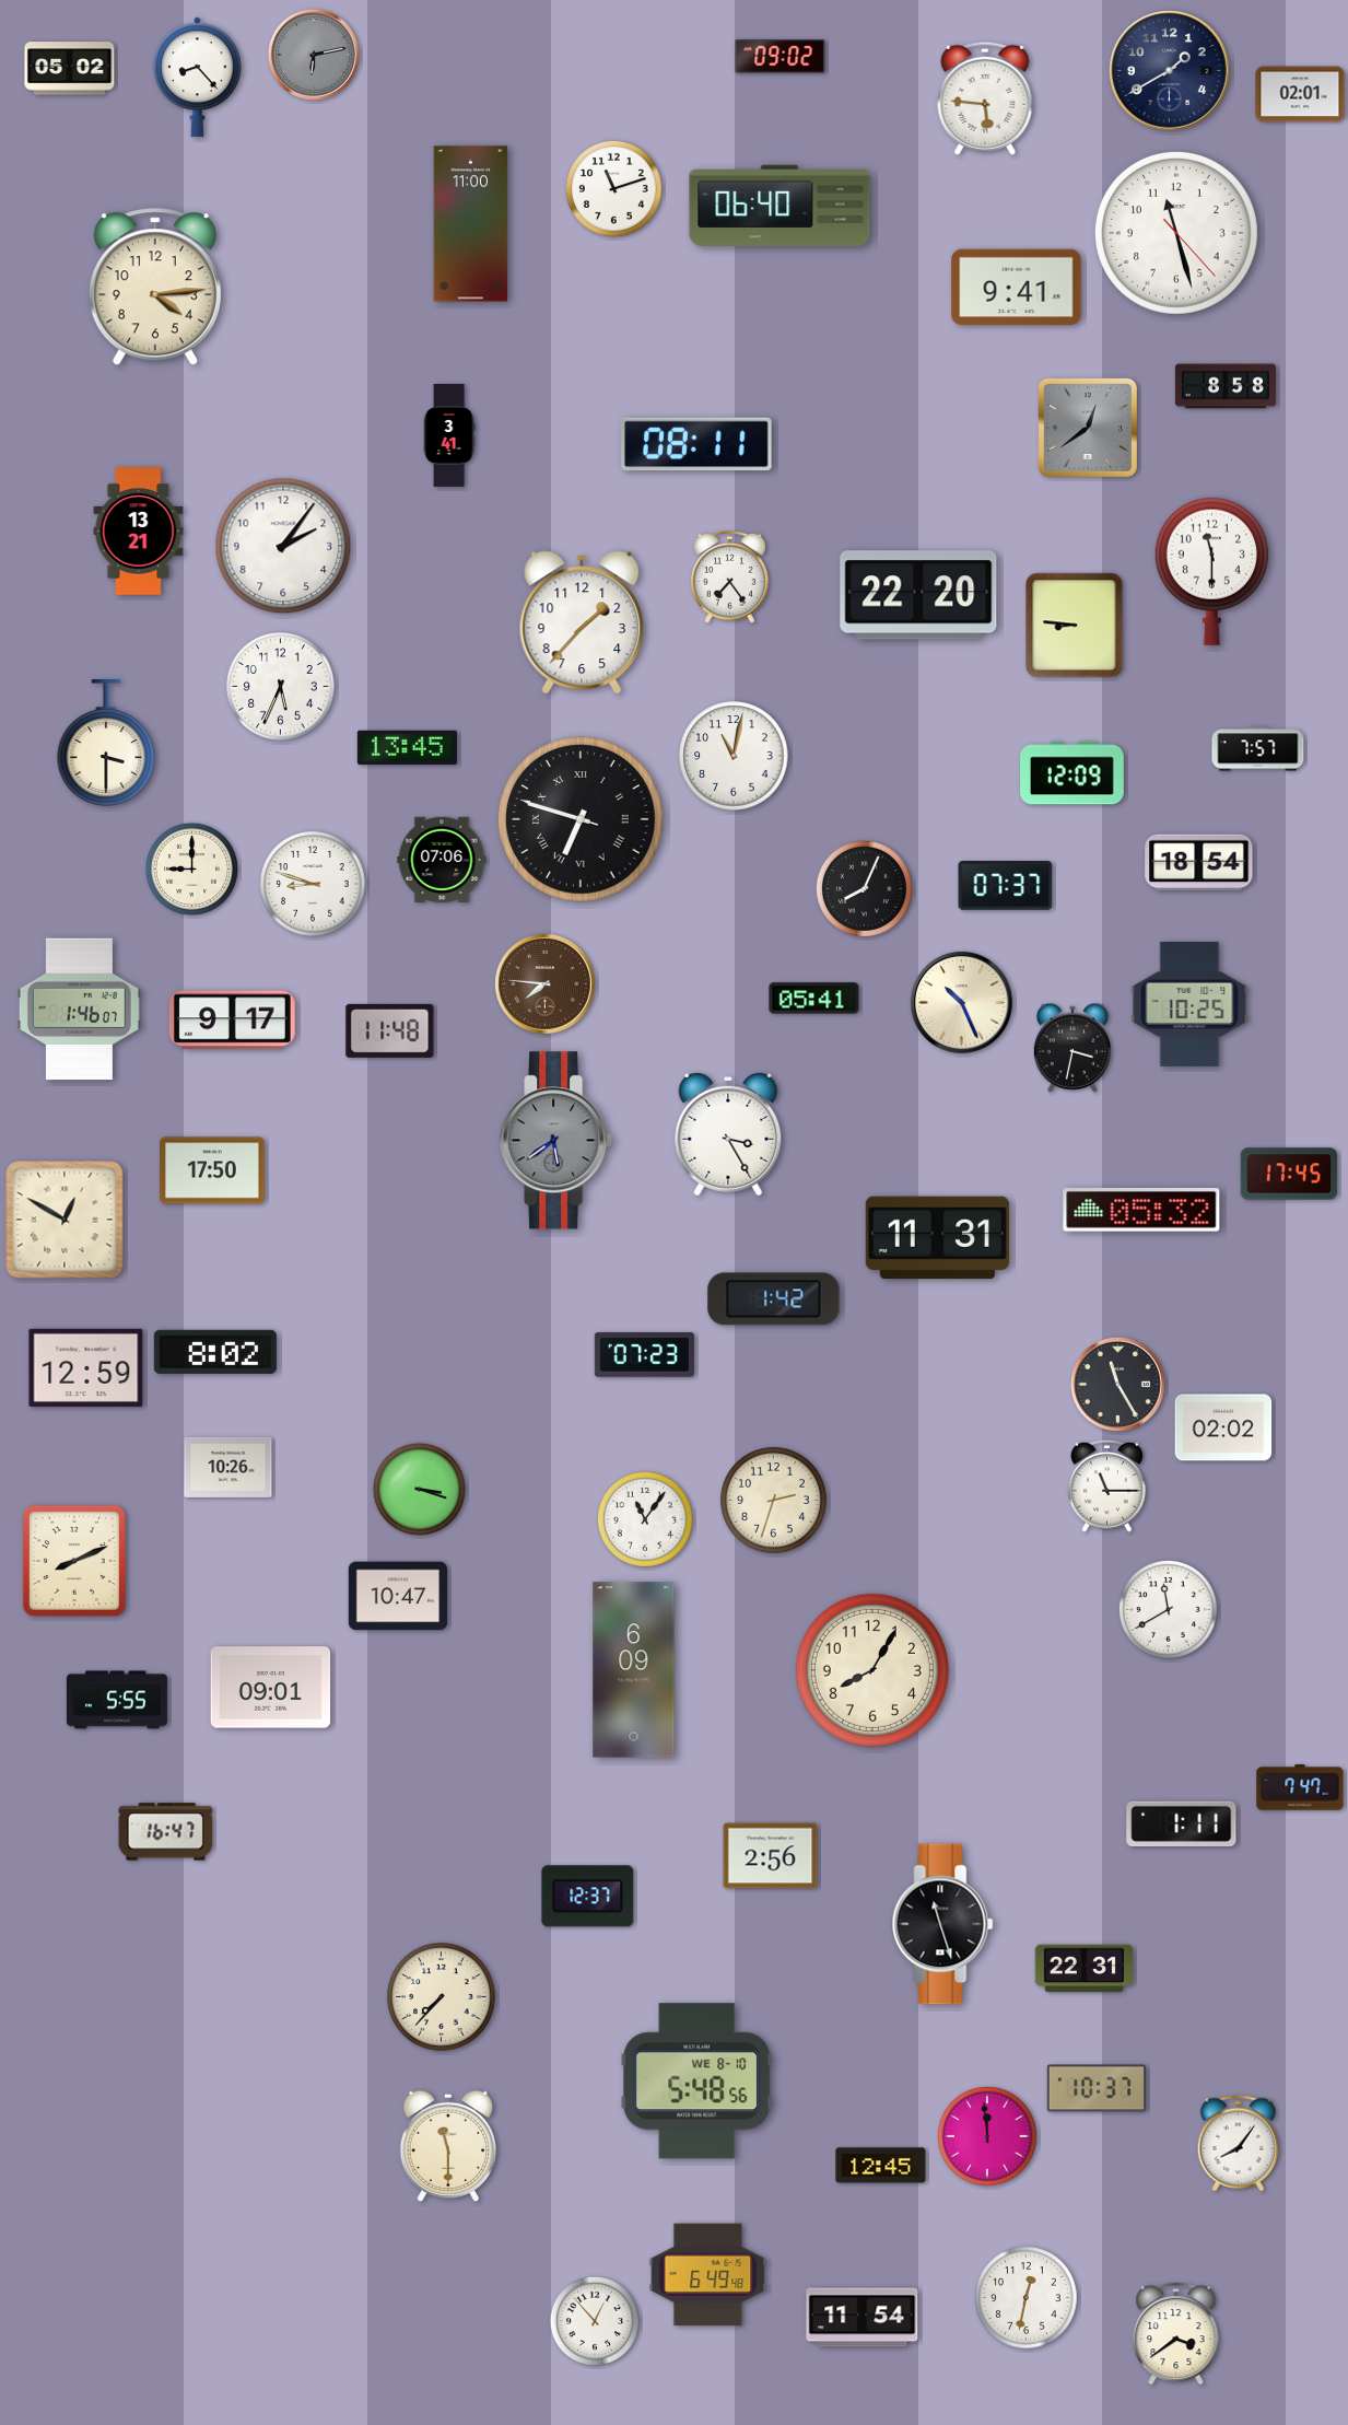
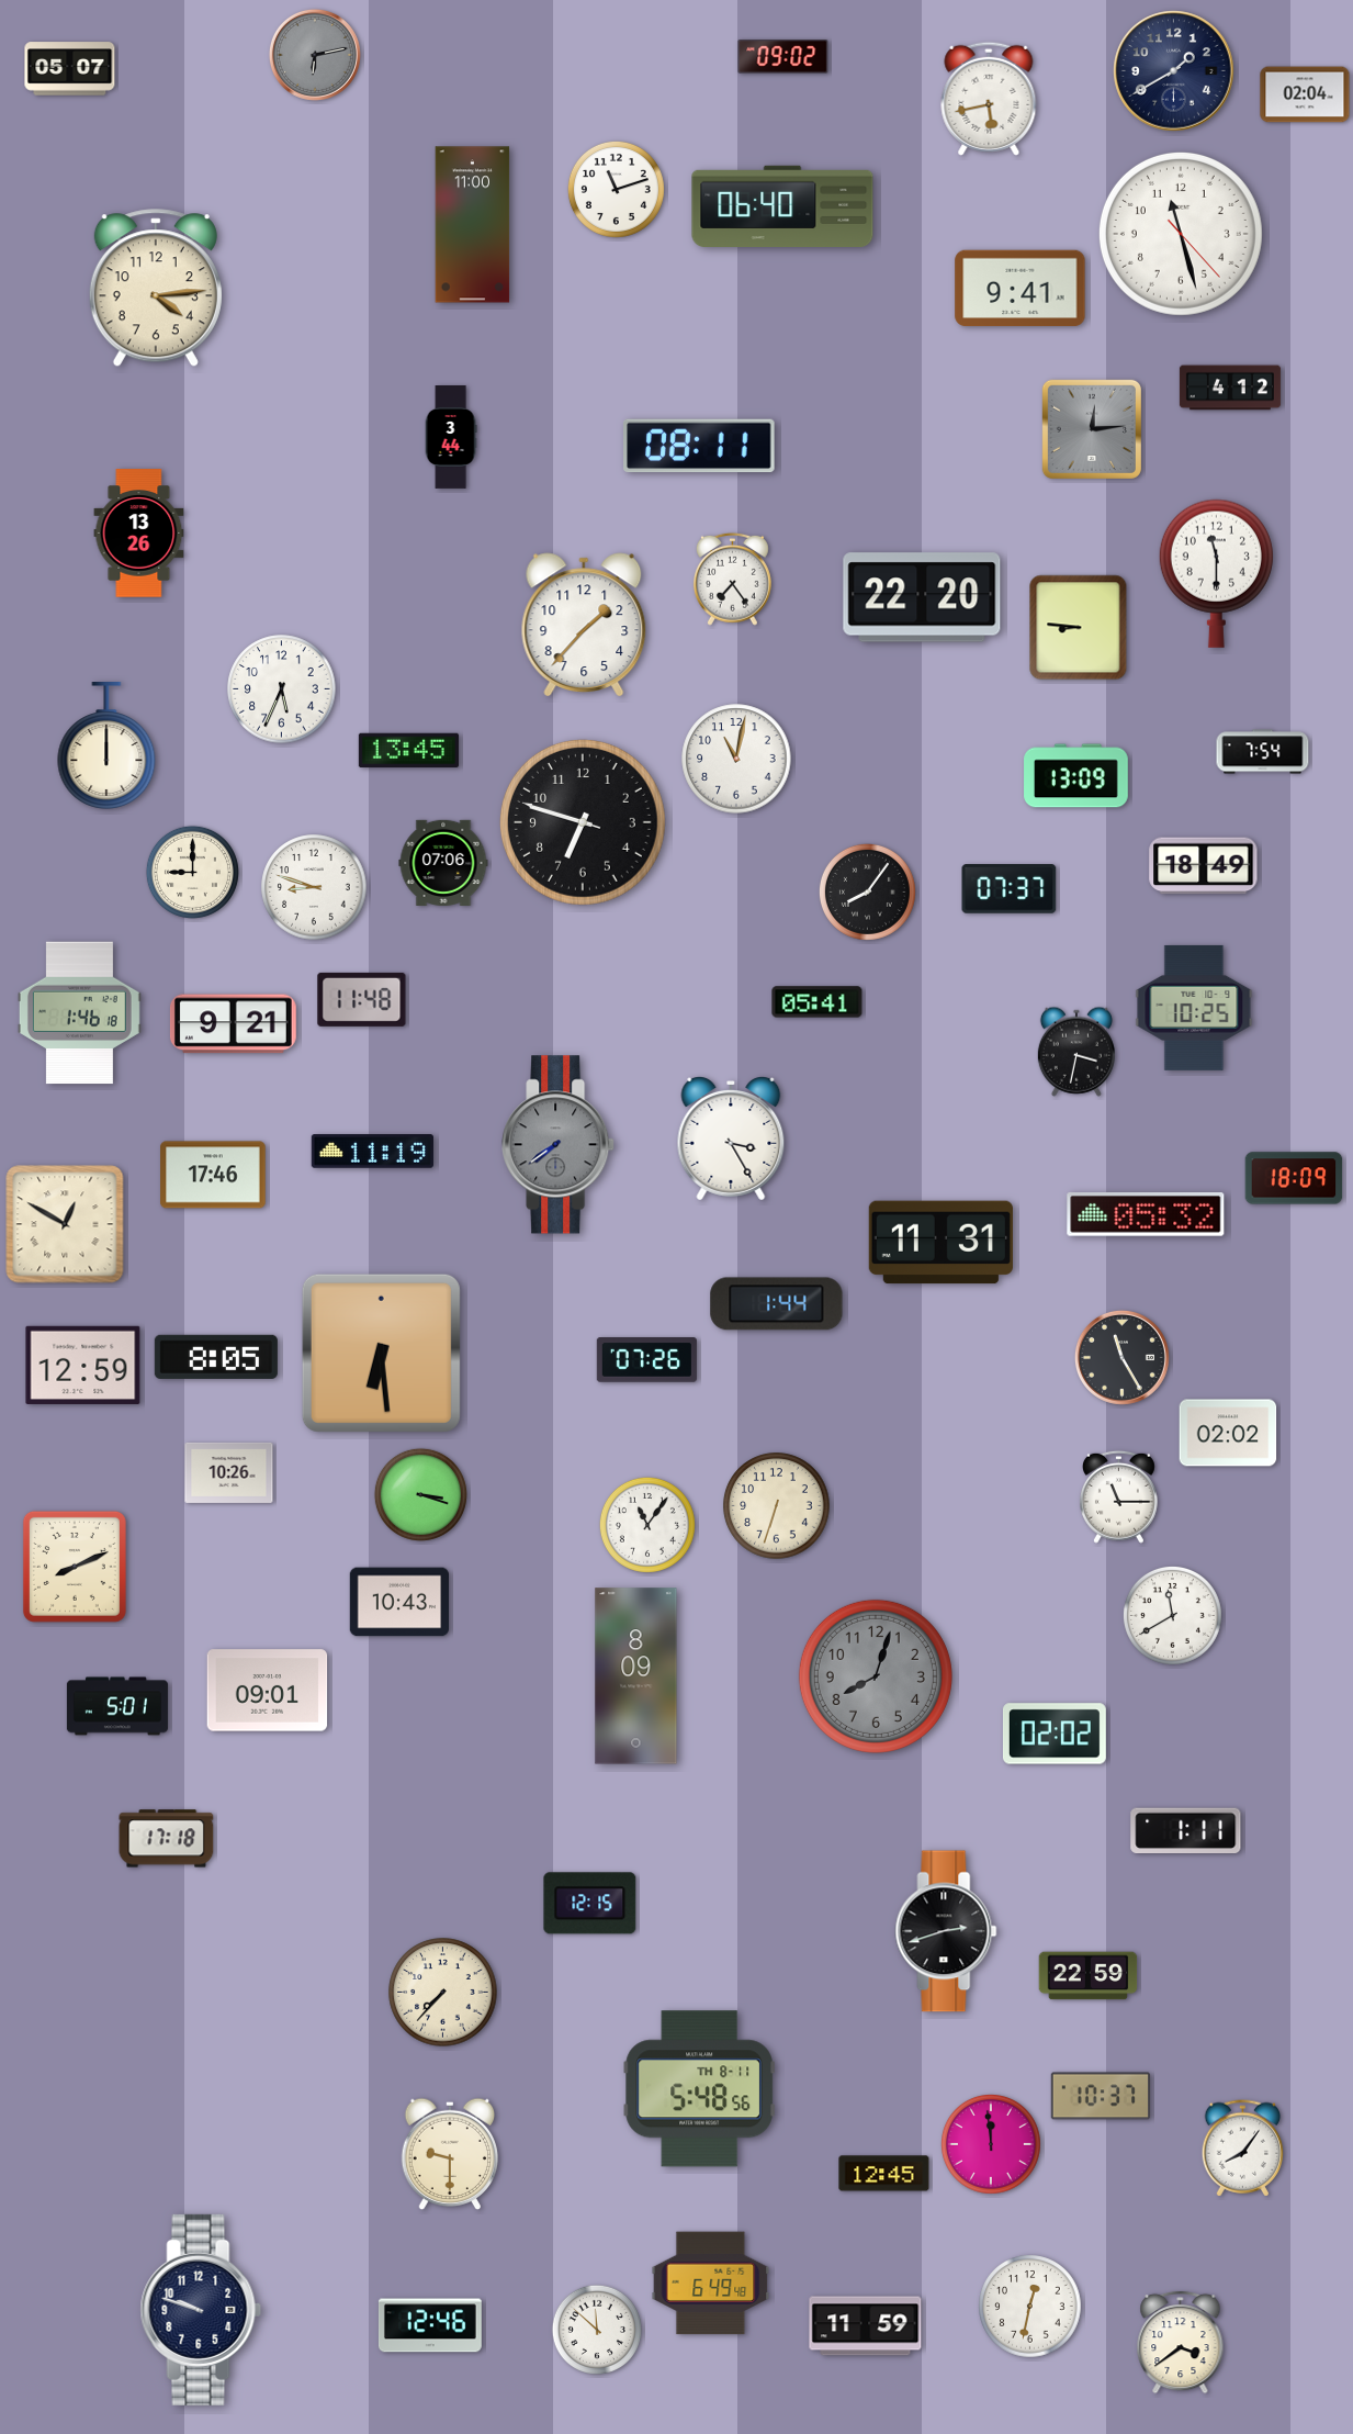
clock at (70, 69): 05:02 -> 05:07
clock at (198, 78): 8:23 -> none
clock at (1300, 94): 02:01 -> 02:04
clock at (985, 98): 5:46 -> 5:43
clock at (1226, 386): 8:58 -> 4:12
clock at (1088, 428): 12:39 -> 12:14
clock at (449, 436): 3:41 -> 3:44
clock at (139, 532): 13:21 -> 13:26
clock at (283, 546): 2:06 -> none
clock at (106, 744): 3:30 -> 12:00
clock at (1258, 749): 7:57 -> 7:54
clock at (1072, 773): 12:09 -> 13:09
clock at (581, 819) numerals: Roman -> Arabic
clock at (1199, 863): 18:54 -> 18:49
clock at (864, 888): 8:04 -> 8:06
clock at (544, 983): 7:46 -> none
clock at (962, 1003): 10:26 -> none
clock at (79, 1010): 1:46:07 -> 1:46:18
clock at (232, 1021): 9:17 -> 9:21
clock at (390, 1030) position: (390, 1030) -> (362, 999)
clock at (556, 1141): 5:39 -> 7:39
clock at (372, 1152): none -> 11:19
clock at (212, 1170): 17:50 -> 17:46
clock at (1289, 1174): 17:45 -> 18:09
clock at (774, 1299): 1:42 -> 1:44
clock at (381, 1353): none -> 6:29
clock at (215, 1352): 8:02 -> 8:05
clock at (644, 1355): 07:23 -> 07:26
clock at (86, 1367) position: (86, 1367) -> (83, 1365)
clock at (1117, 1384) position: (1117, 1384) -> (1121, 1357)
clock at (1106, 1485) position: (1106, 1485) -> (1118, 1496)
clock at (774, 1501): 2:33 -> 6:33
clock at (397, 1596): 10:47 -> 10:43
clock at (634, 1670): 6:09 -> 8:09
clock at (872, 1670): 8:05 -> 8:03
clock at (872, 1670) dial: cream -> grey
clock at (271, 1688) position: (271, 1688) -> (268, 1691)
clock at (117, 1700): 5:55 -> 5:01
clock at (1055, 1734): none -> 02:02
clock at (1300, 1787): 7:47 -> none
clock at (166, 1832): 16:47 -> 17:18
clock at (771, 1856): 2:56 -> none
clock at (588, 1897): 12:37 -> 12:15
clock at (942, 1924): 11:27 -> 2:42
clock at (1085, 1969): 22:31 -> 22:59
clock at (442, 1997) position: (442, 1997) -> (443, 1993)
clock at (696, 2082) date: WE 8-10 -> TH 8-11
clock at (1239, 2144) position: (1239, 2144) -> (1243, 2149)
clock at (448, 2146): 11:30 -> 9:30
clock at (201, 2310): none -> 9:48
clock at (430, 2325): none -> 12:46
clock at (863, 2318): 11:54 -> 11:59
clock at (594, 2320): 12:53 -> 11:52
